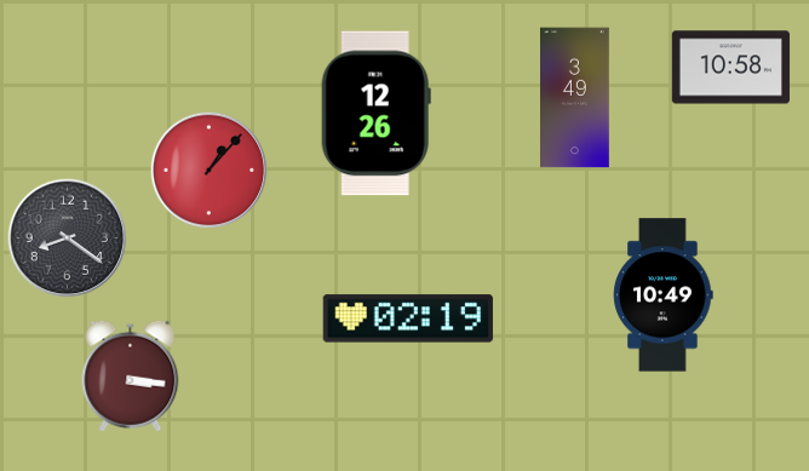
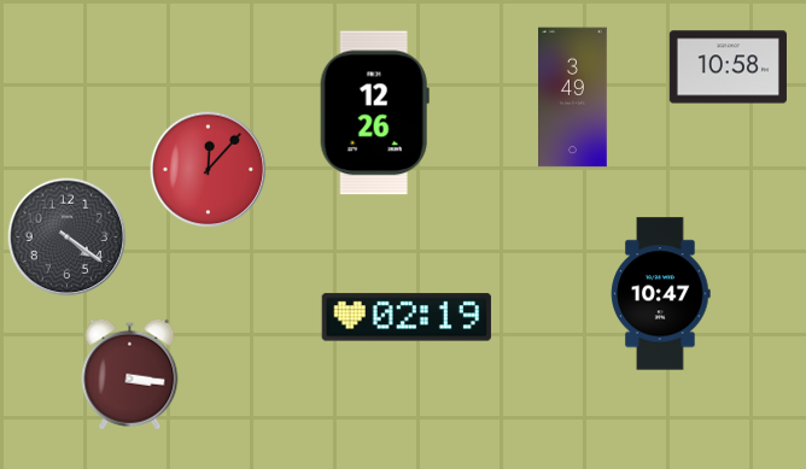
clock at (210, 171): 1:07 -> 12:07
clock at (68, 239): 8:21 -> 4:21
clock at (664, 295): 10:49 -> 10:47
